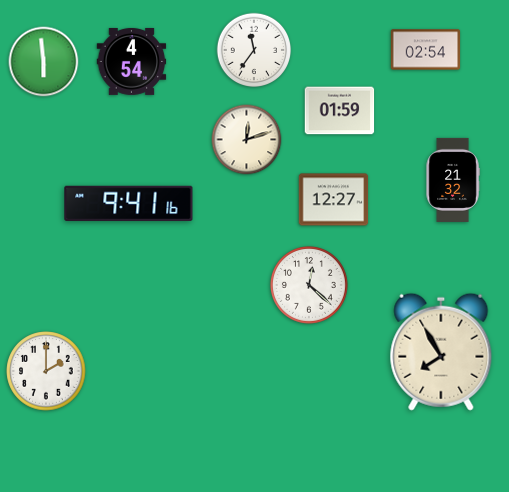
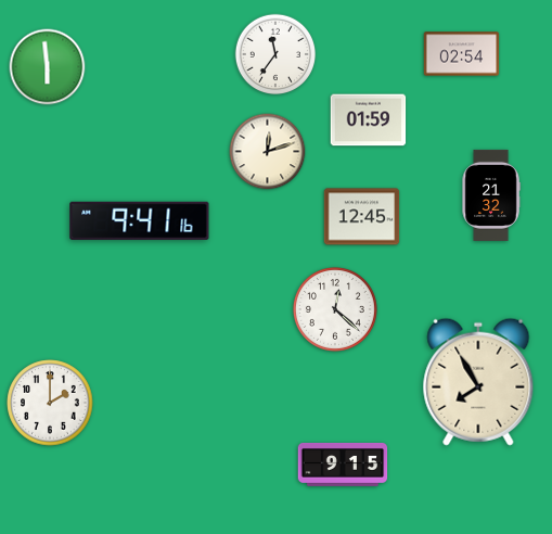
clock at (132, 62): 4:54 -> none
clock at (334, 200): 12:27 -> 12:45
clock at (343, 465): none -> 9:15
